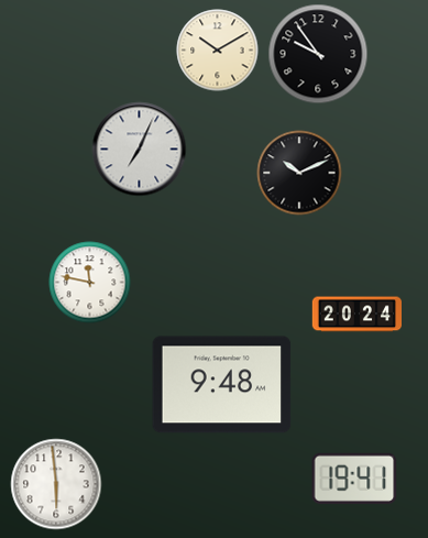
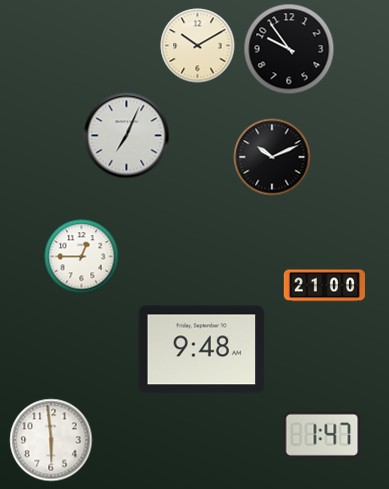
clock at (90, 283): 11:47 -> 12:45
clock at (356, 315): 20:24 -> 21:00
clock at (354, 479): 19:41 -> 1:47
